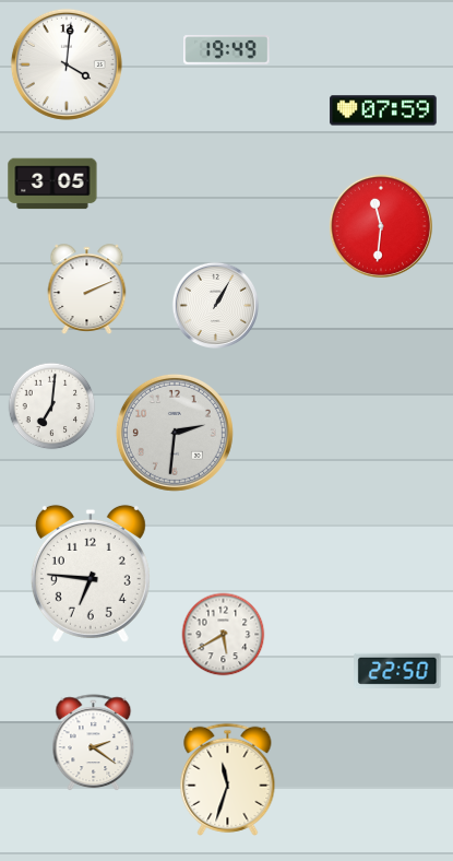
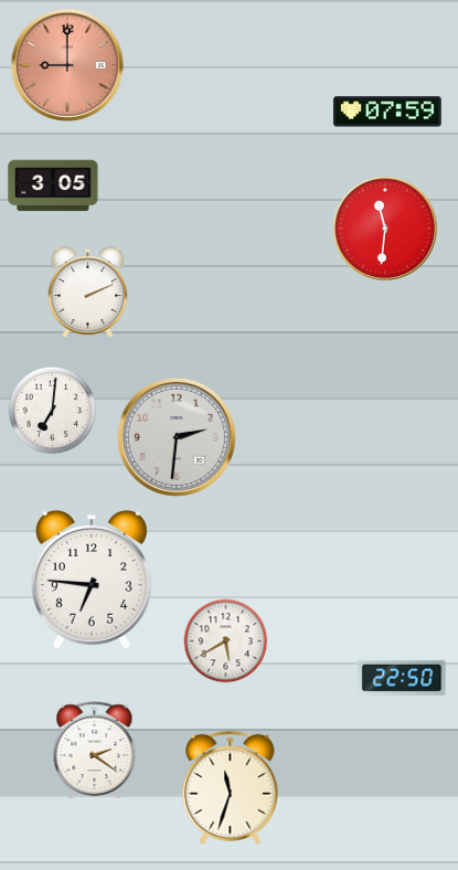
clock at (227, 50): 19:49 -> none
clock at (67, 64): 4:01 -> 9:00
clock at (67, 64) dial: white -> salmon
clock at (215, 305): 1:05 -> none
